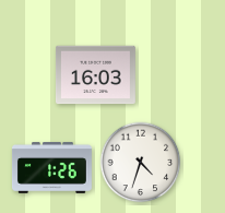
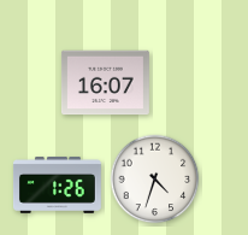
clock at (95, 75): 16:03 -> 16:07
